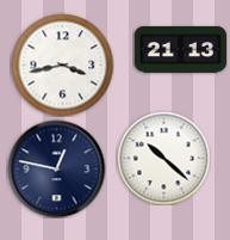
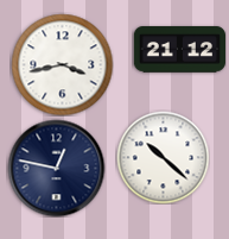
clock at (180, 50): 21:13 -> 21:12
